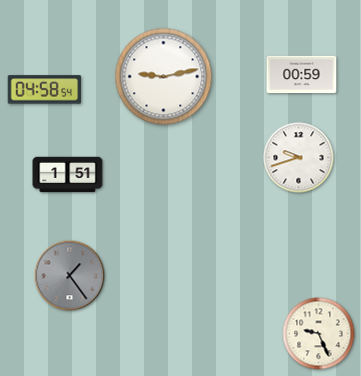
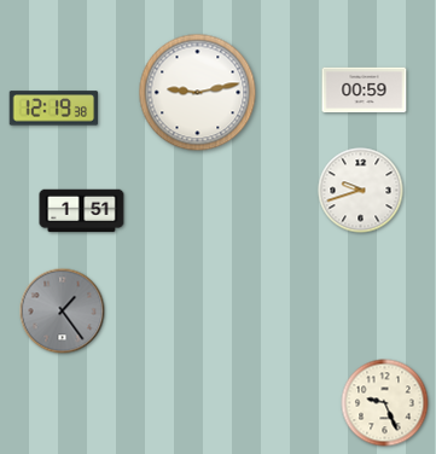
clock at (45, 90): 04:58 -> 12:19
clock at (70, 276) position: (70, 276) -> (63, 312)
